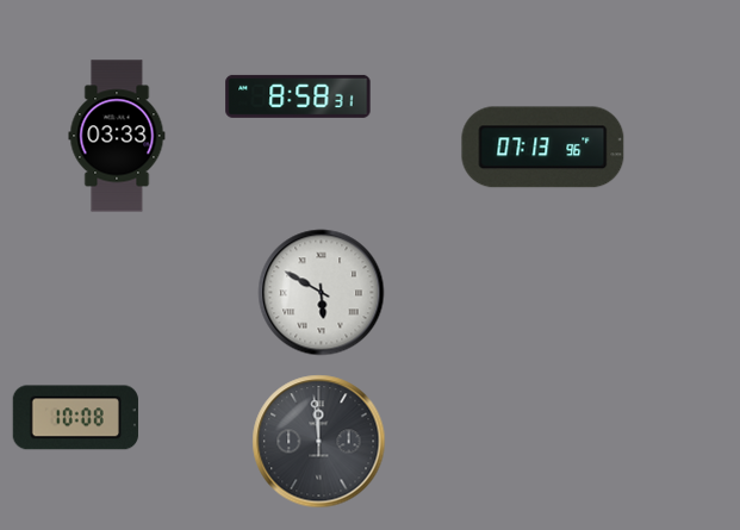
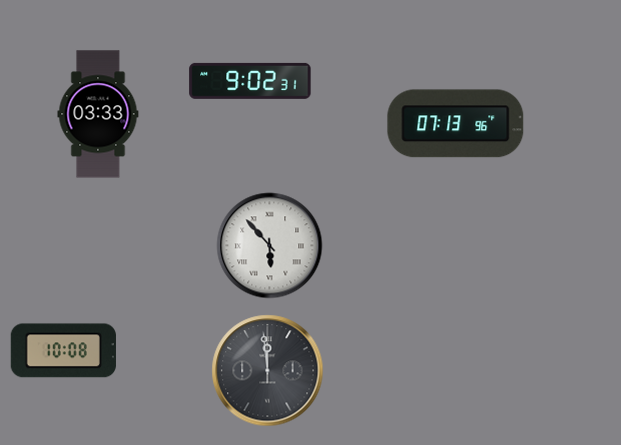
clock at (298, 96): 8:58 -> 9:02
clock at (322, 293): 5:50 -> 5:53
